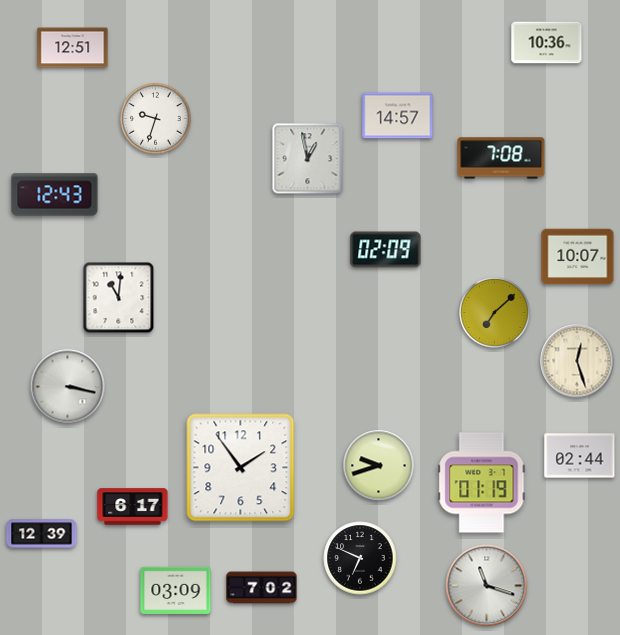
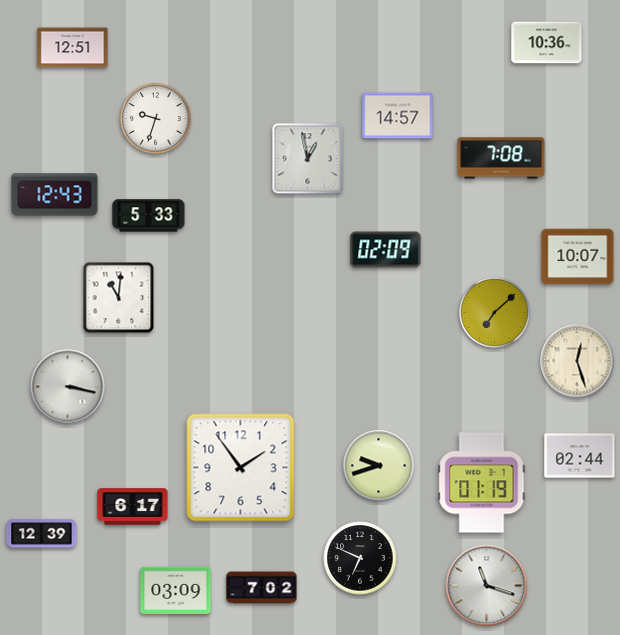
clock at (149, 216): none -> 5:33
